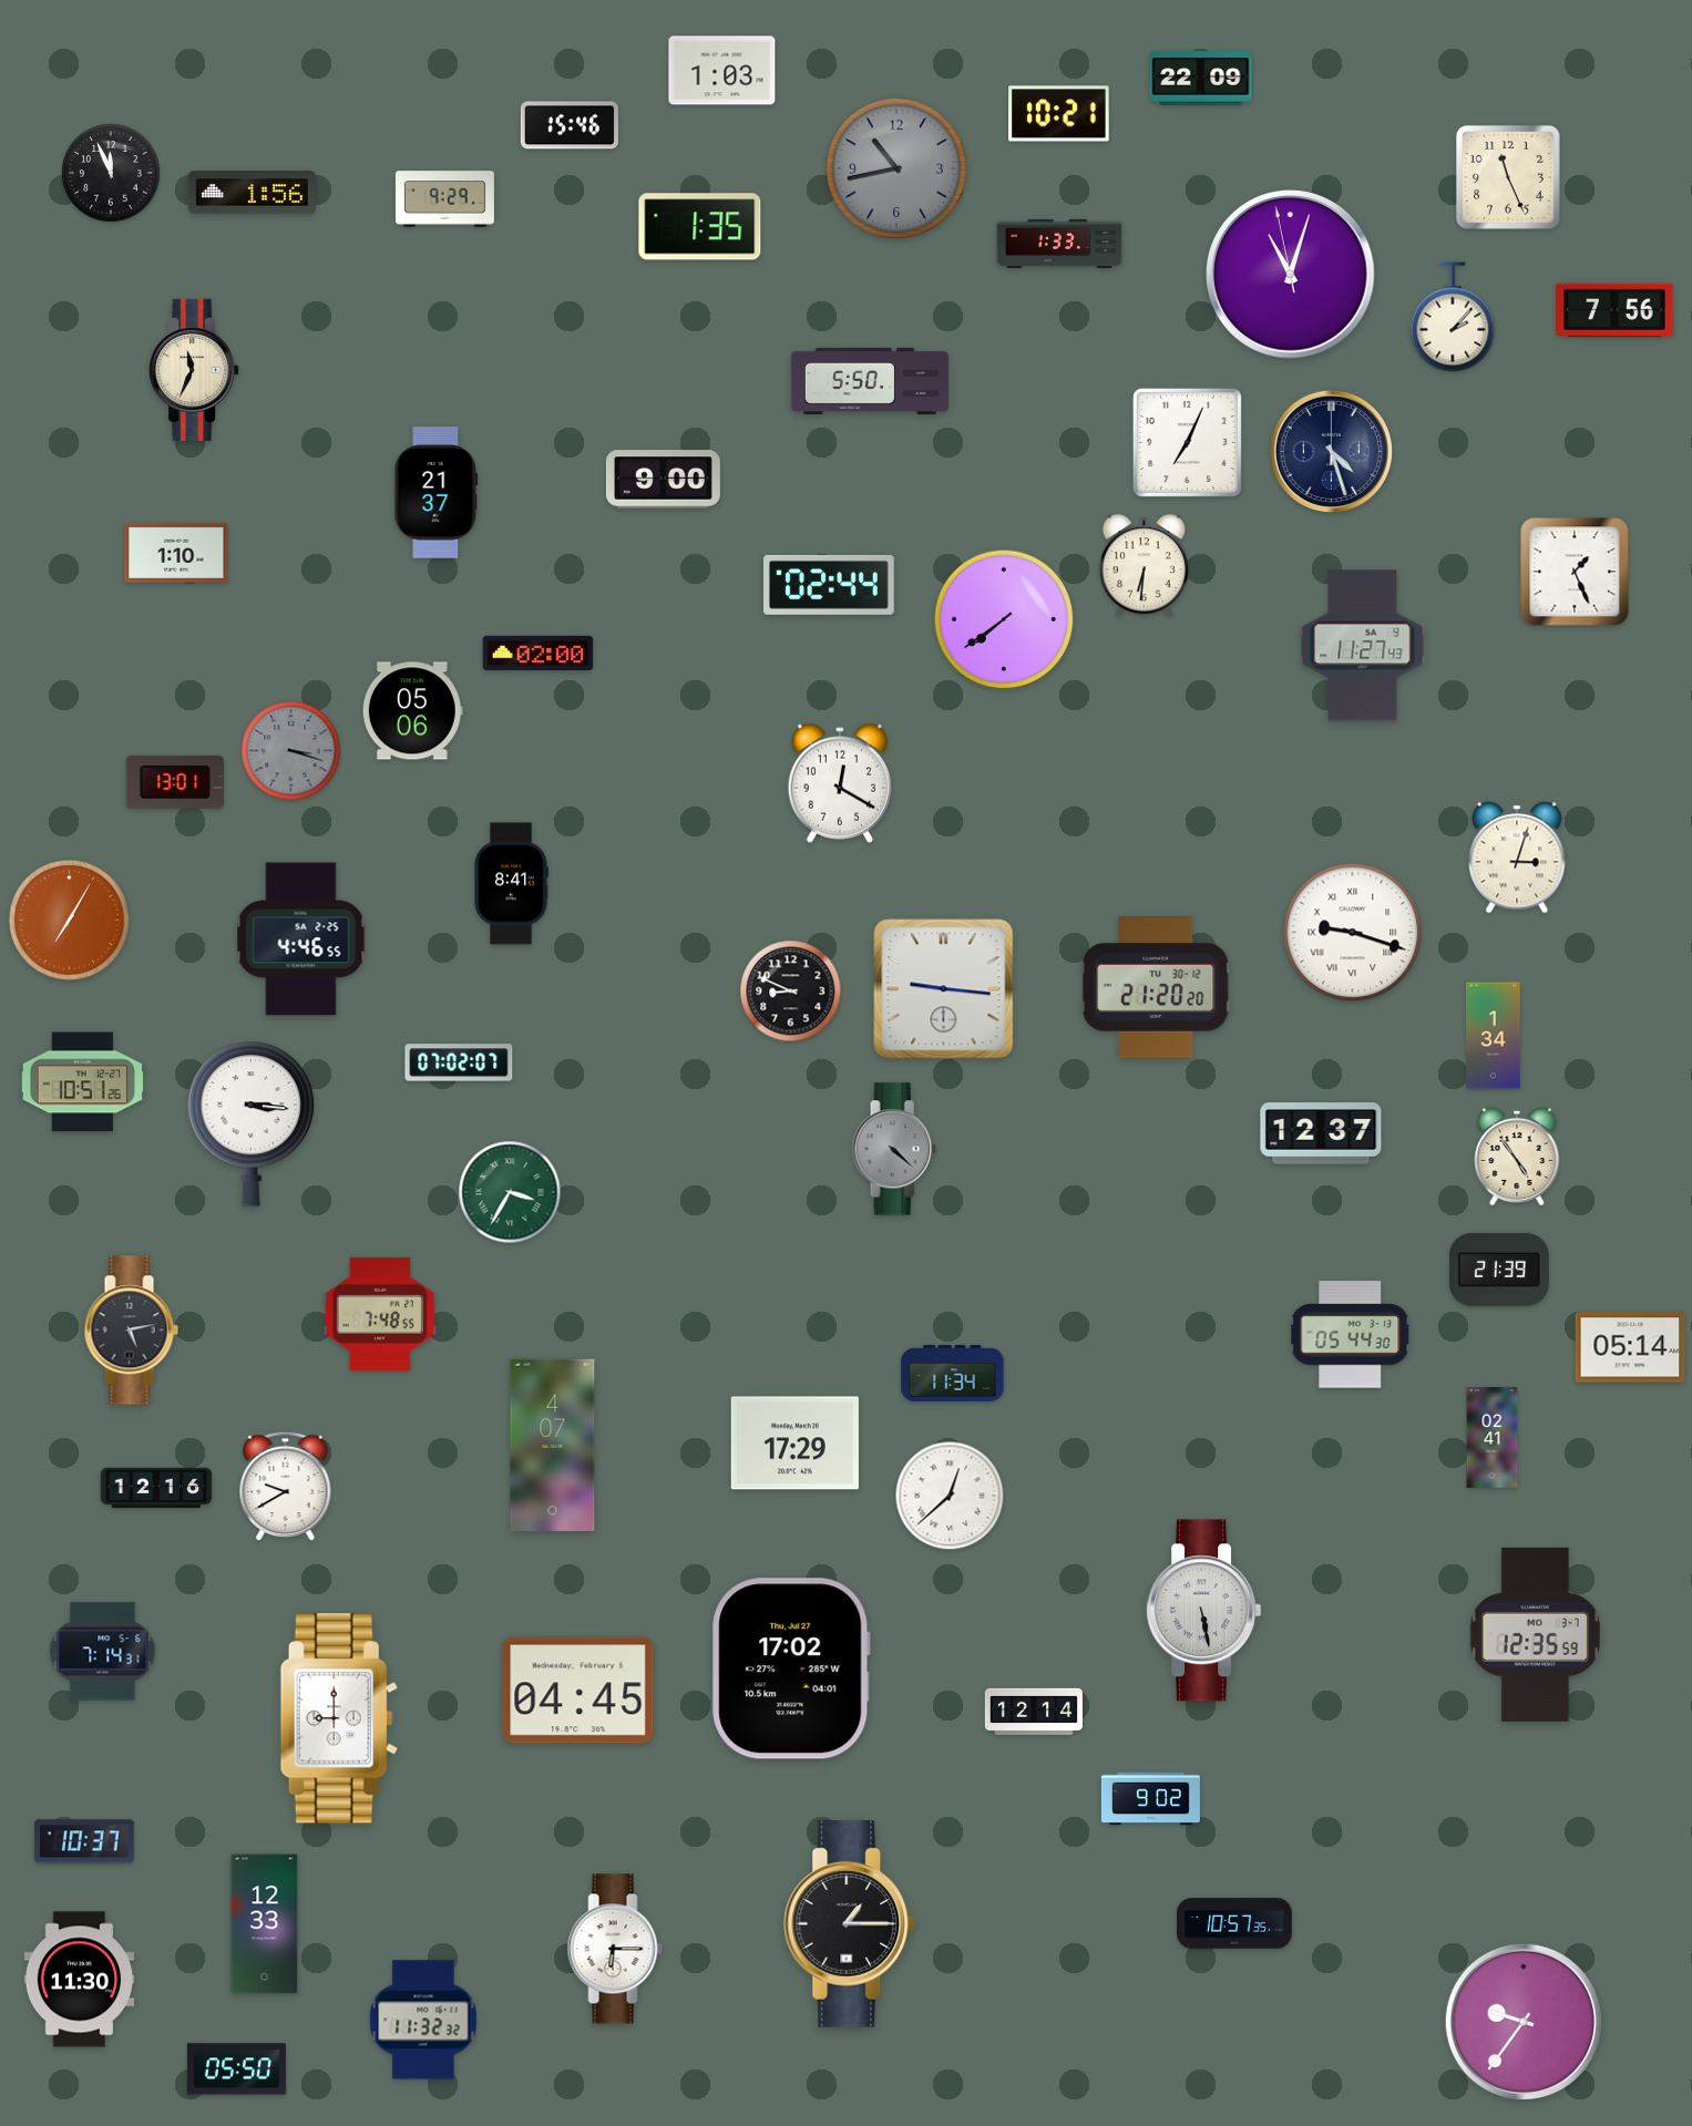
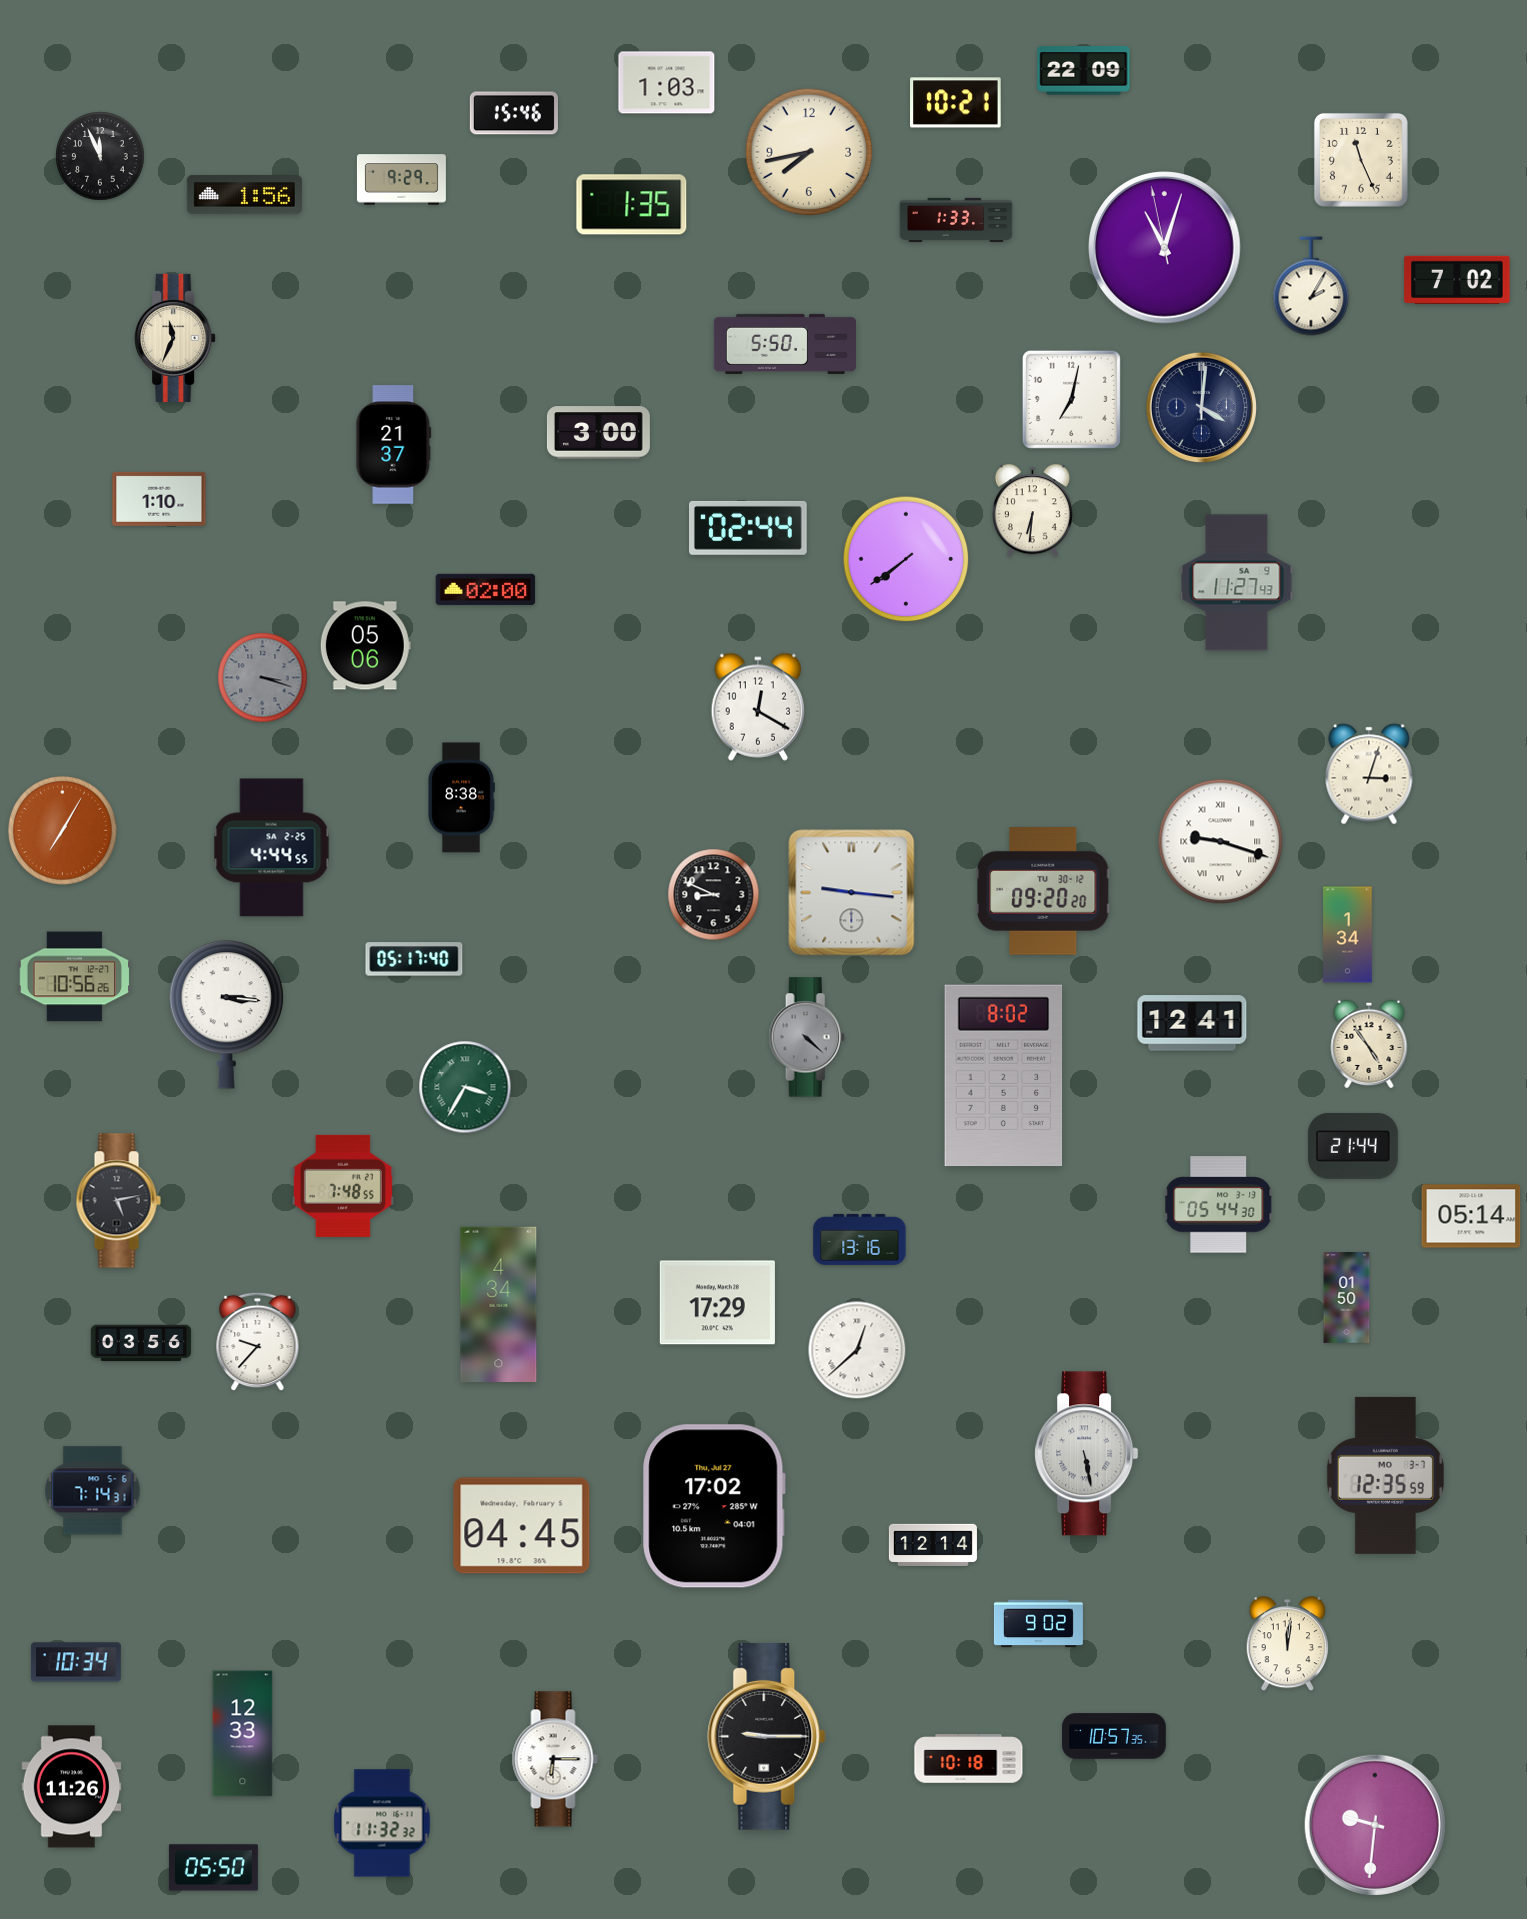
clock at (722, 71) position: (722, 71) -> (667, 83)
clock at (896, 168): 10:43 -> 7:43
clock at (896, 168) dial: grey -> cream
clock at (252, 193) position: (252, 193) -> (244, 195)
clock at (1614, 310): 7:56 -> 7:02
clock at (1453, 317): 2:07 -> 2:05
clock at (194, 370) position: (194, 370) -> (175, 338)
clock at (1187, 442): 7:04 -> 7:02
clock at (1331, 451): 4:27 -> 4:01
clock at (663, 480): 9:00 -> 3:00
clock at (1575, 572): 1:26 -> none
clock at (1363, 646) position: (1363, 646) -> (1237, 583)
clock at (412, 711) position: (412, 711) -> (365, 646)
clock at (175, 782): 13:01 -> none
clock at (511, 884): 8:41 -> 8:38
clock at (301, 939): 4:46 -> 4:44
clock at (1156, 988): 21:20 -> 09:20
clock at (459, 1062): 07:02 -> 05:17
clock at (83, 1082): 10:51 -> 10:56
clock at (1321, 1133): 12:37 -> 12:41
clock at (510, 1192) position: (510, 1192) -> (465, 1087)
clock at (1004, 1076): none -> 8:02
clock at (1499, 1270): 21:39 -> 21:44
clock at (953, 1373): 11:34 -> 13:16
clock at (1493, 1438): 02:41 -> 01:50
clock at (553, 1445): 4:07 -> 4:34
clock at (286, 1487): 9:40 -> 9:37
clock at (156, 1488): 12:16 -> 03:56
clock at (339, 1718): 9:00 -> none
clock at (1287, 1644): none -> 12:01
clock at (84, 1841): 10:37 -> 10:34
clock at (265, 1924) position: (265, 1924) -> (243, 1734)
clock at (850, 1924): 1:15 -> 9:15
clock at (969, 1759): none -> 10:18
clock at (80, 1980): 11:30 -> 11:26
clock at (1522, 2021): 9:36 -> 9:31
